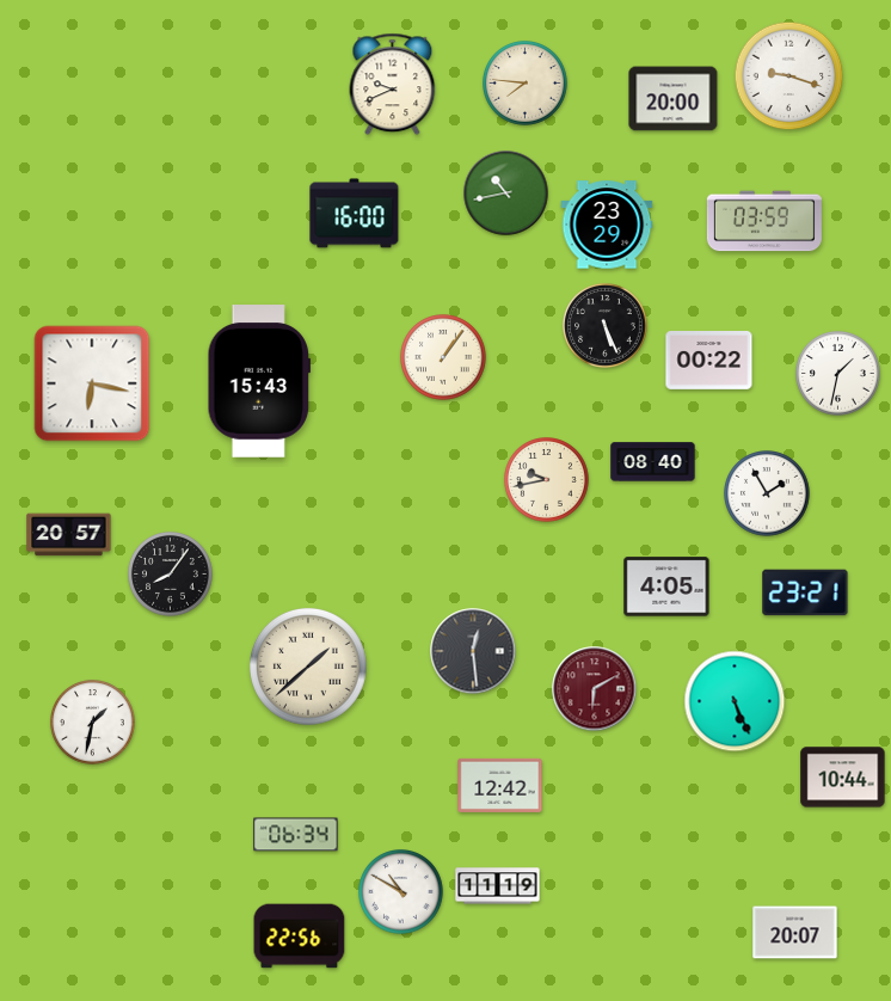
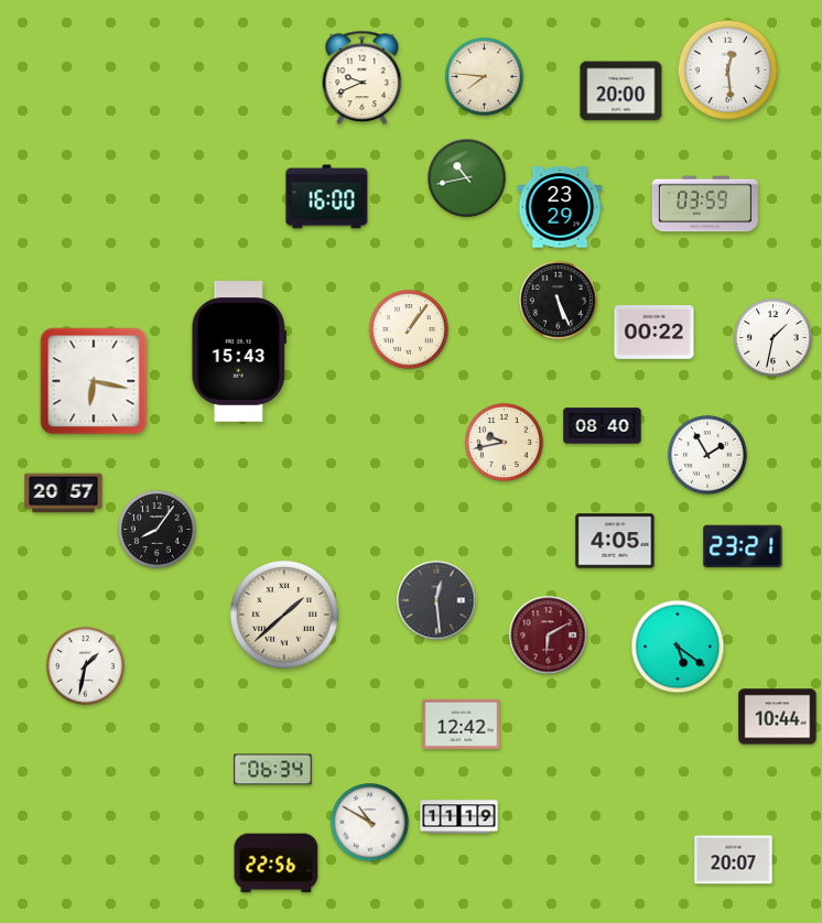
clock at (789, 76): 9:18 -> 12:29
clock at (838, 374) position: (838, 374) -> (774, 338)
clock at (92, 383) position: (92, 383) -> (94, 381)
clock at (735, 701): 5:26 -> 5:21
